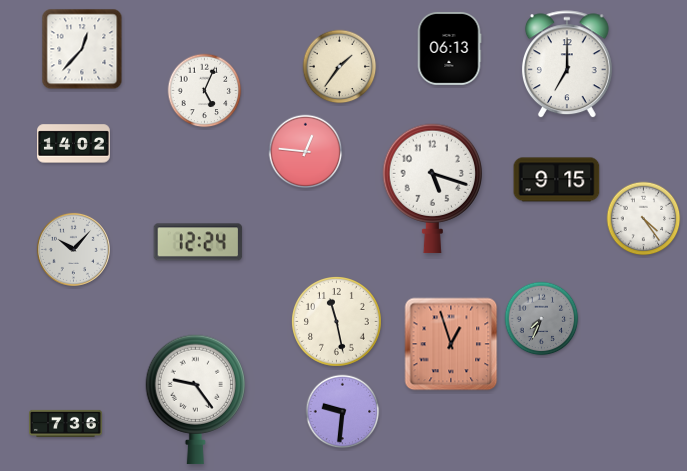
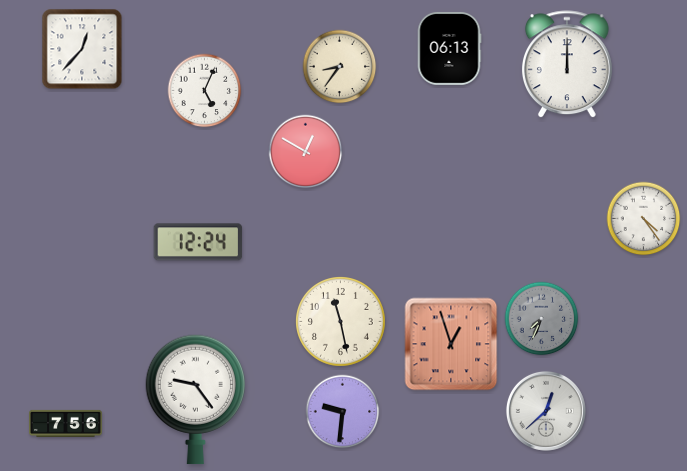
clock at (567, 65): 7:00 -> 12:00
clock at (340, 67): 1:36 -> 8:36
clock at (74, 144): 14:02 -> none
clock at (306, 152): 12:46 -> 12:50
clock at (557, 180): 9:15 -> none
clock at (432, 189): 5:18 -> none
clock at (73, 249): 10:07 -> none
clock at (337, 322) position: (337, 322) -> (341, 322)
clock at (546, 411): none -> 12:38
clock at (66, 423): 7:36 -> 7:56
